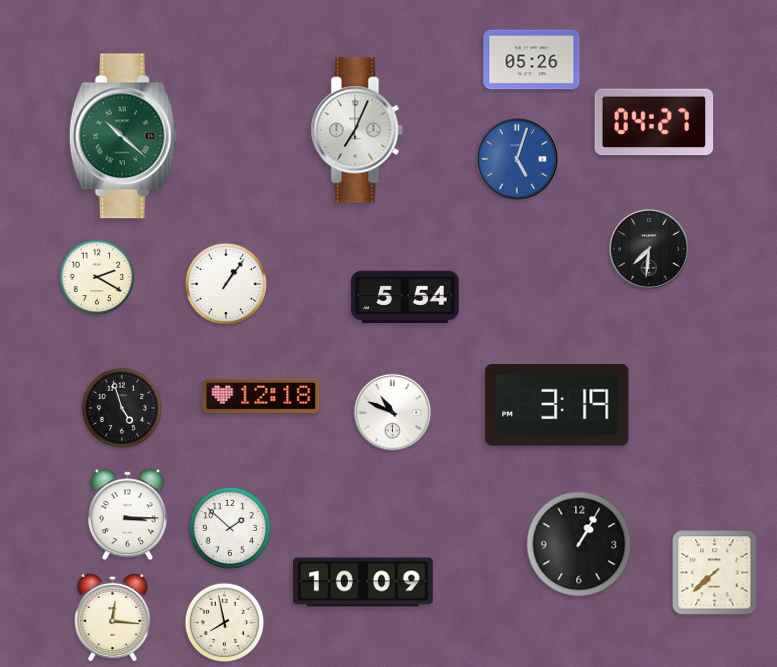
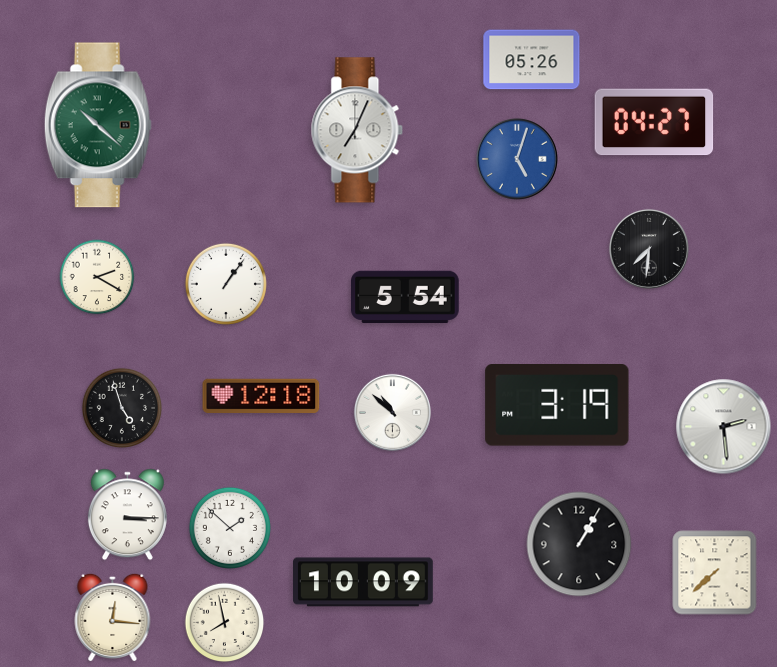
clock at (123, 136) position: (123, 136) -> (98, 125)
clock at (392, 412): 10:49 -> 10:52
clock at (724, 427): none -> 2:29
